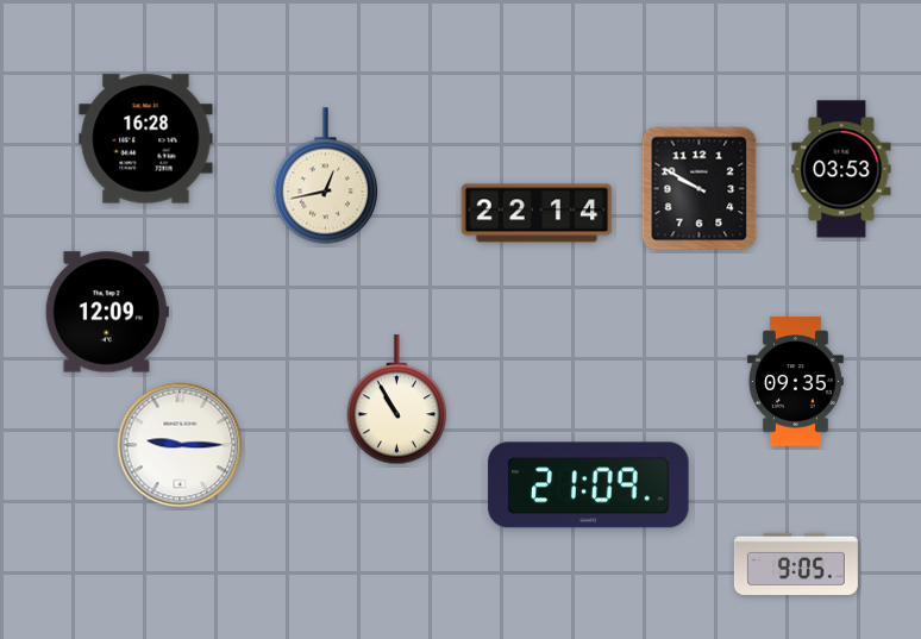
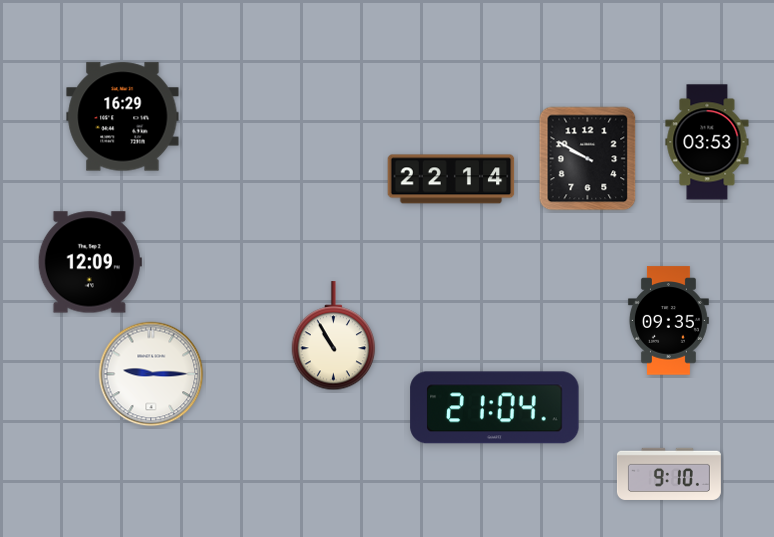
clock at (146, 139): 16:28 -> 16:29
clock at (325, 176): 12:43 -> none
clock at (589, 485): 21:09 -> 21:04
clock at (796, 564): 9:05 -> 9:10
